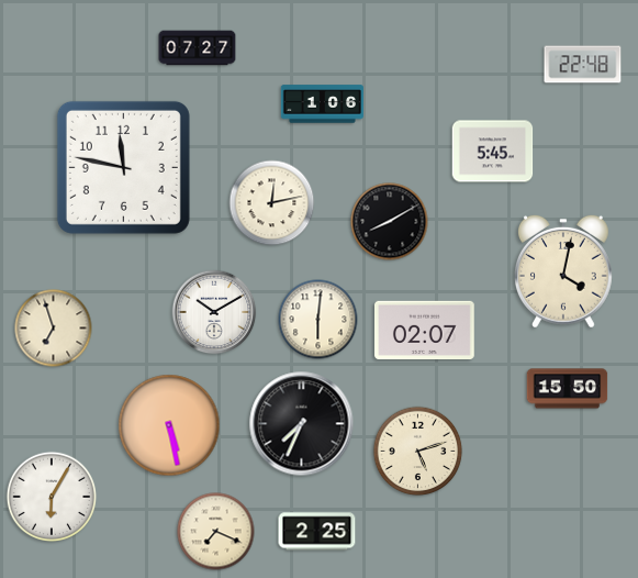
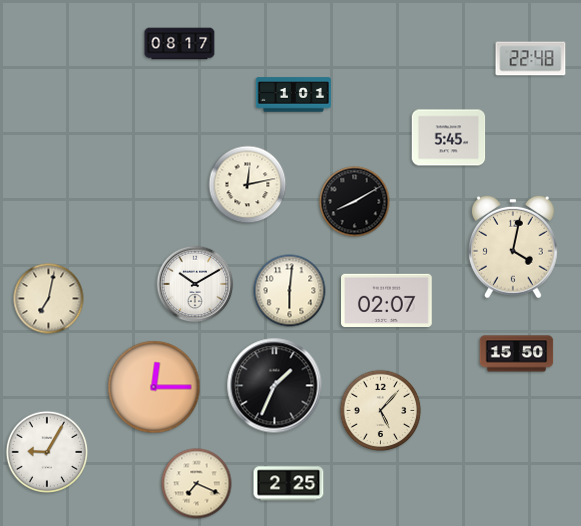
clock at (198, 48): 07:27 -> 08:17
clock at (322, 104): 1:06 -> 1:01
clock at (123, 167): 11:47 -> none
clock at (54, 329): 6:57 -> 7:02
clock at (302, 424): 7:34 -> 1:34
clock at (169, 425): 5:28 -> 12:15
clock at (418, 452): 5:12 -> 5:07
clock at (52, 497): 6:05 -> 9:05
